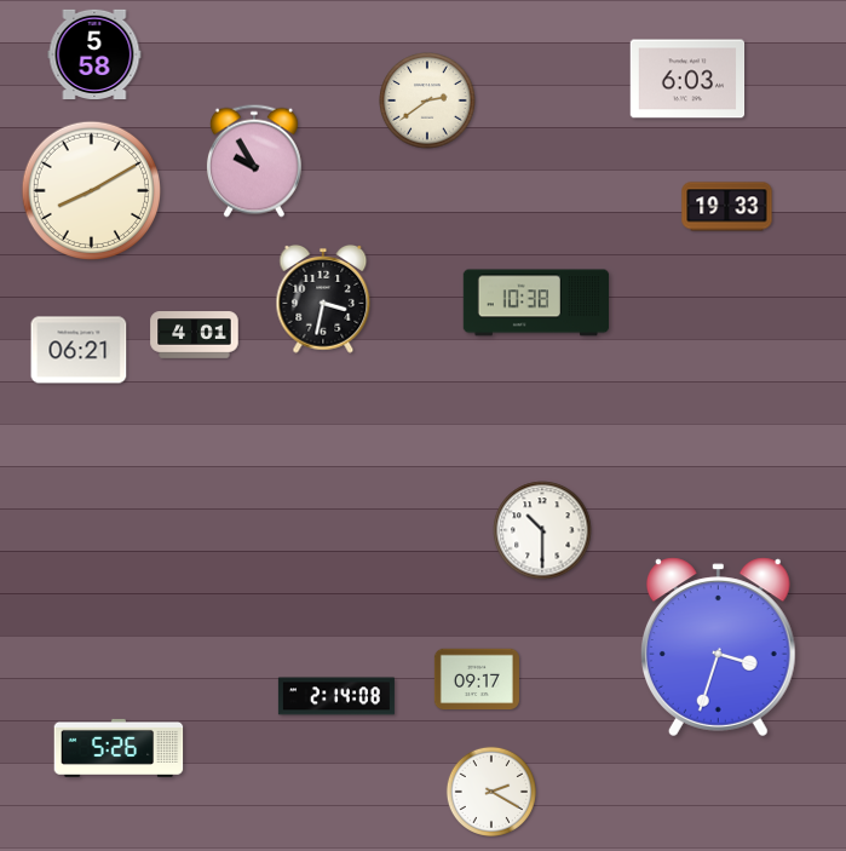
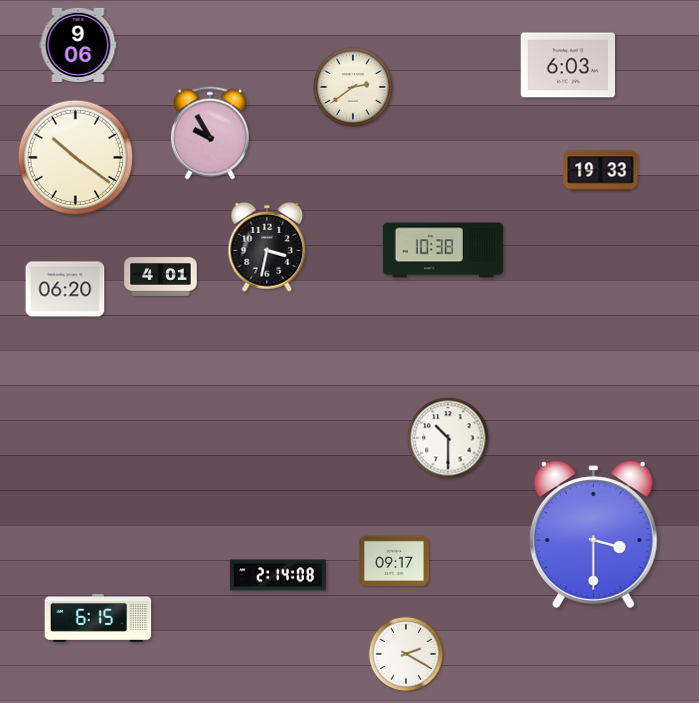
clock at (94, 53): 5:58 -> 9:06
clock at (427, 100) position: (427, 100) -> (353, 87)
clock at (92, 191): 8:10 -> 10:21
clock at (79, 350): 06:21 -> 06:20
clock at (718, 648): 3:33 -> 3:30
clock at (119, 748): 5:26 -> 6:15
